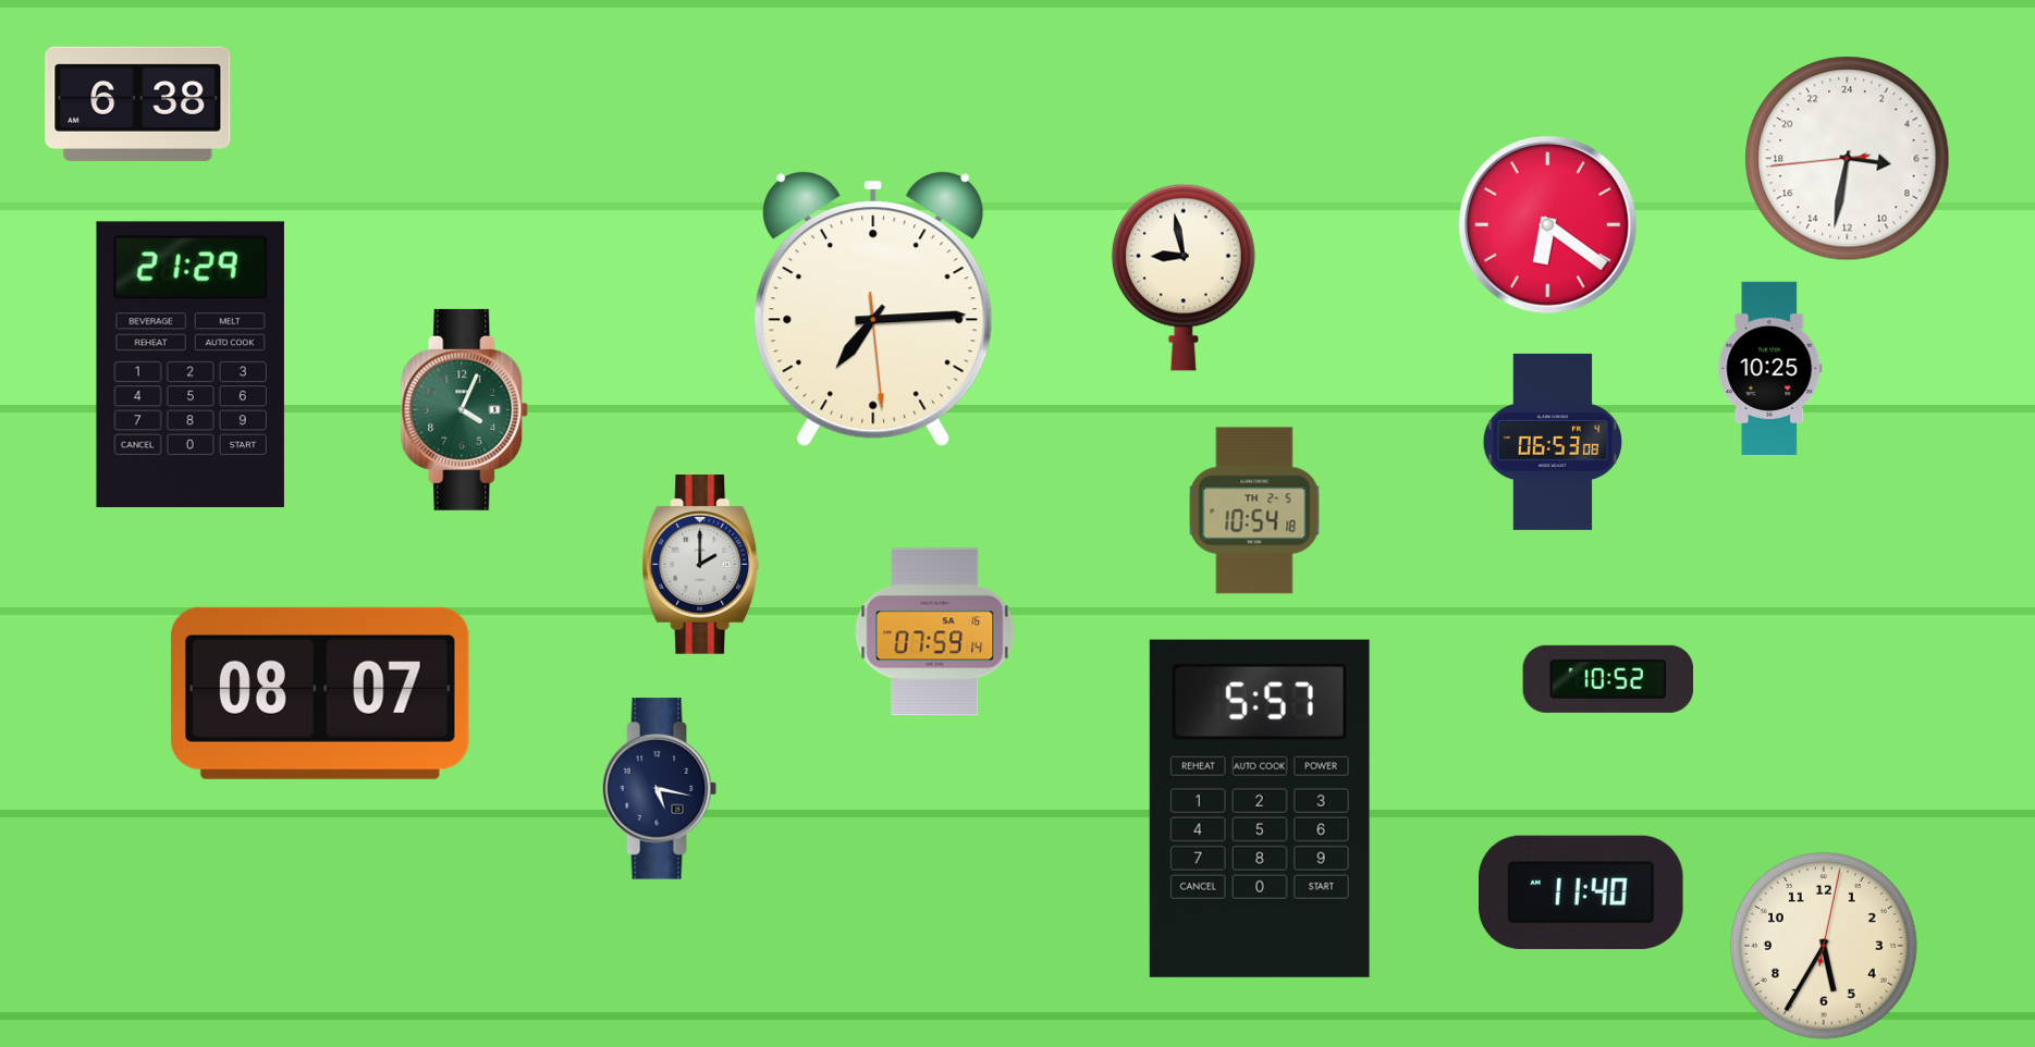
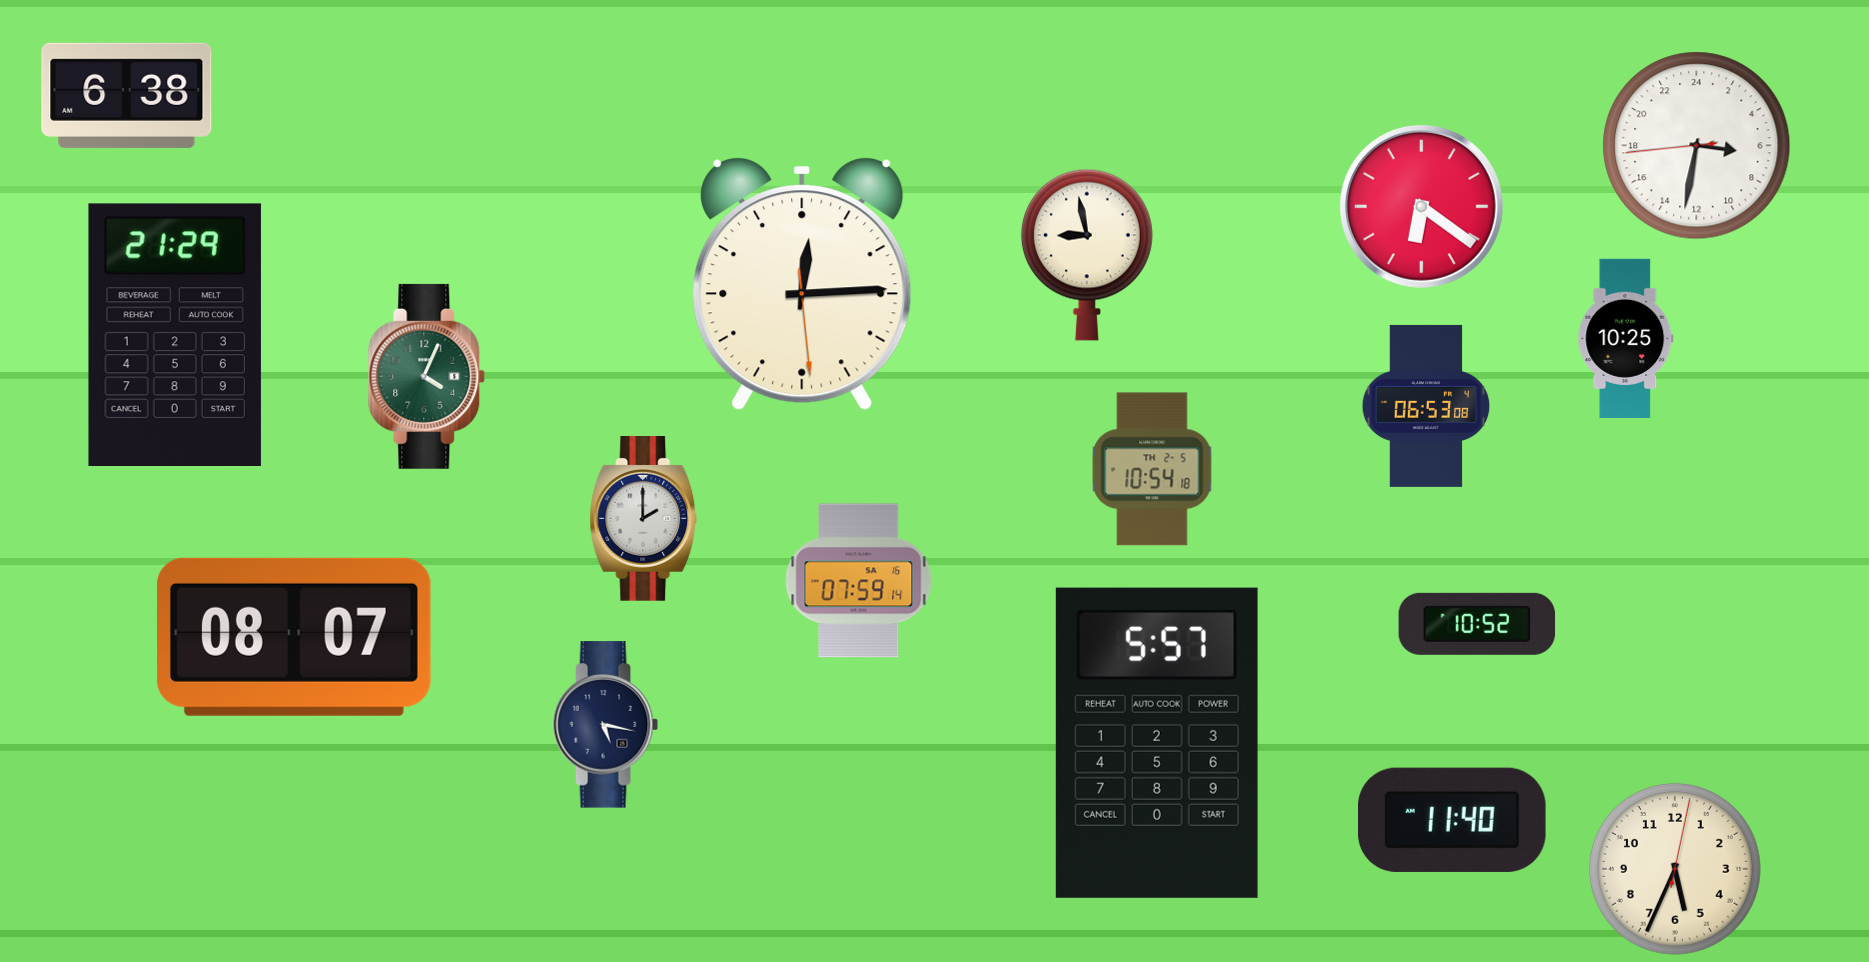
clock at (873, 309): 7:14 -> 12:14
clock at (1824, 946): 5:35 -> 5:34
